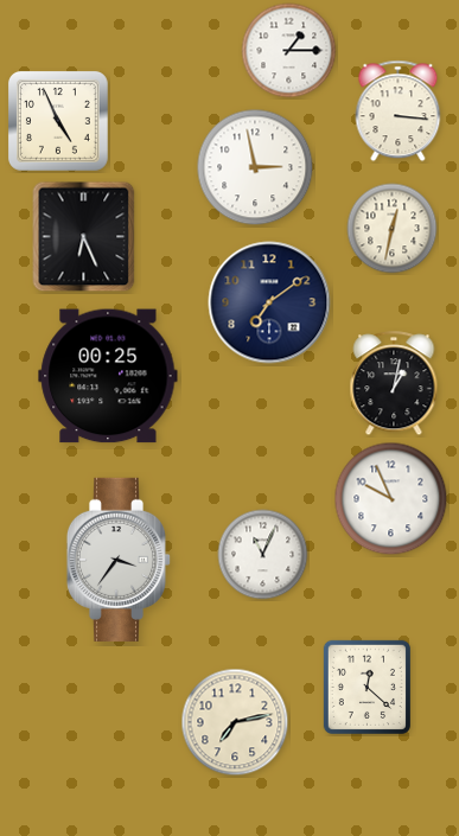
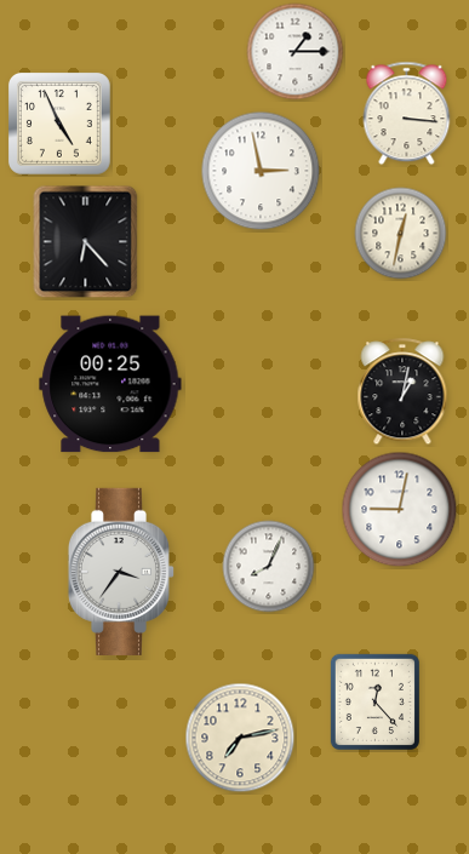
clock at (84, 237): 6:26 -> 6:23
clock at (269, 302): 7:09 -> none
clock at (391, 499): 9:56 -> 9:02
clock at (263, 555): 11:04 -> 8:04
clock at (366, 687): 12:22 -> 12:23
